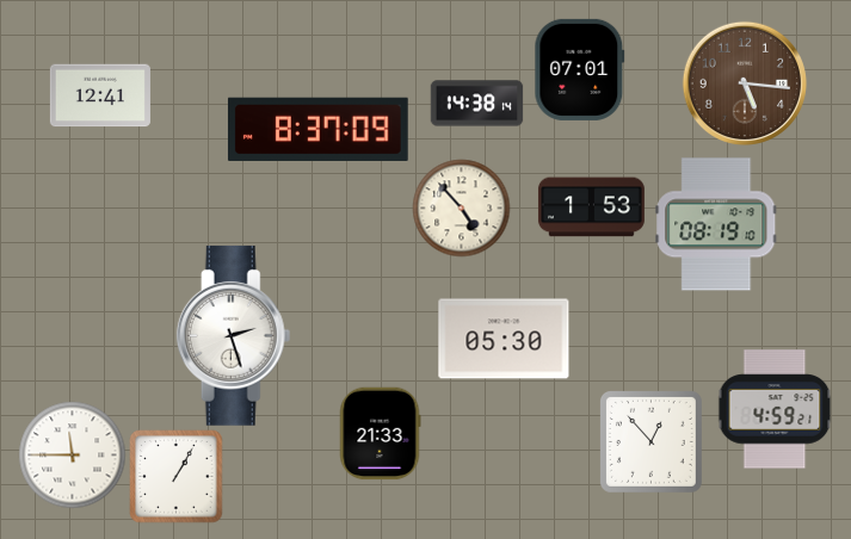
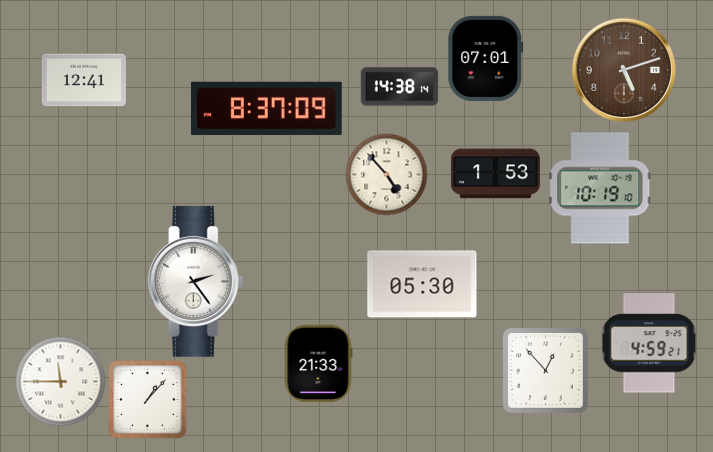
clock at (745, 83): 5:16 -> 5:12
clock at (716, 224): 08:19 -> 10:19
clock at (234, 335): 2:27 -> 2:24
clock at (175, 476): 1:05 -> 1:07
